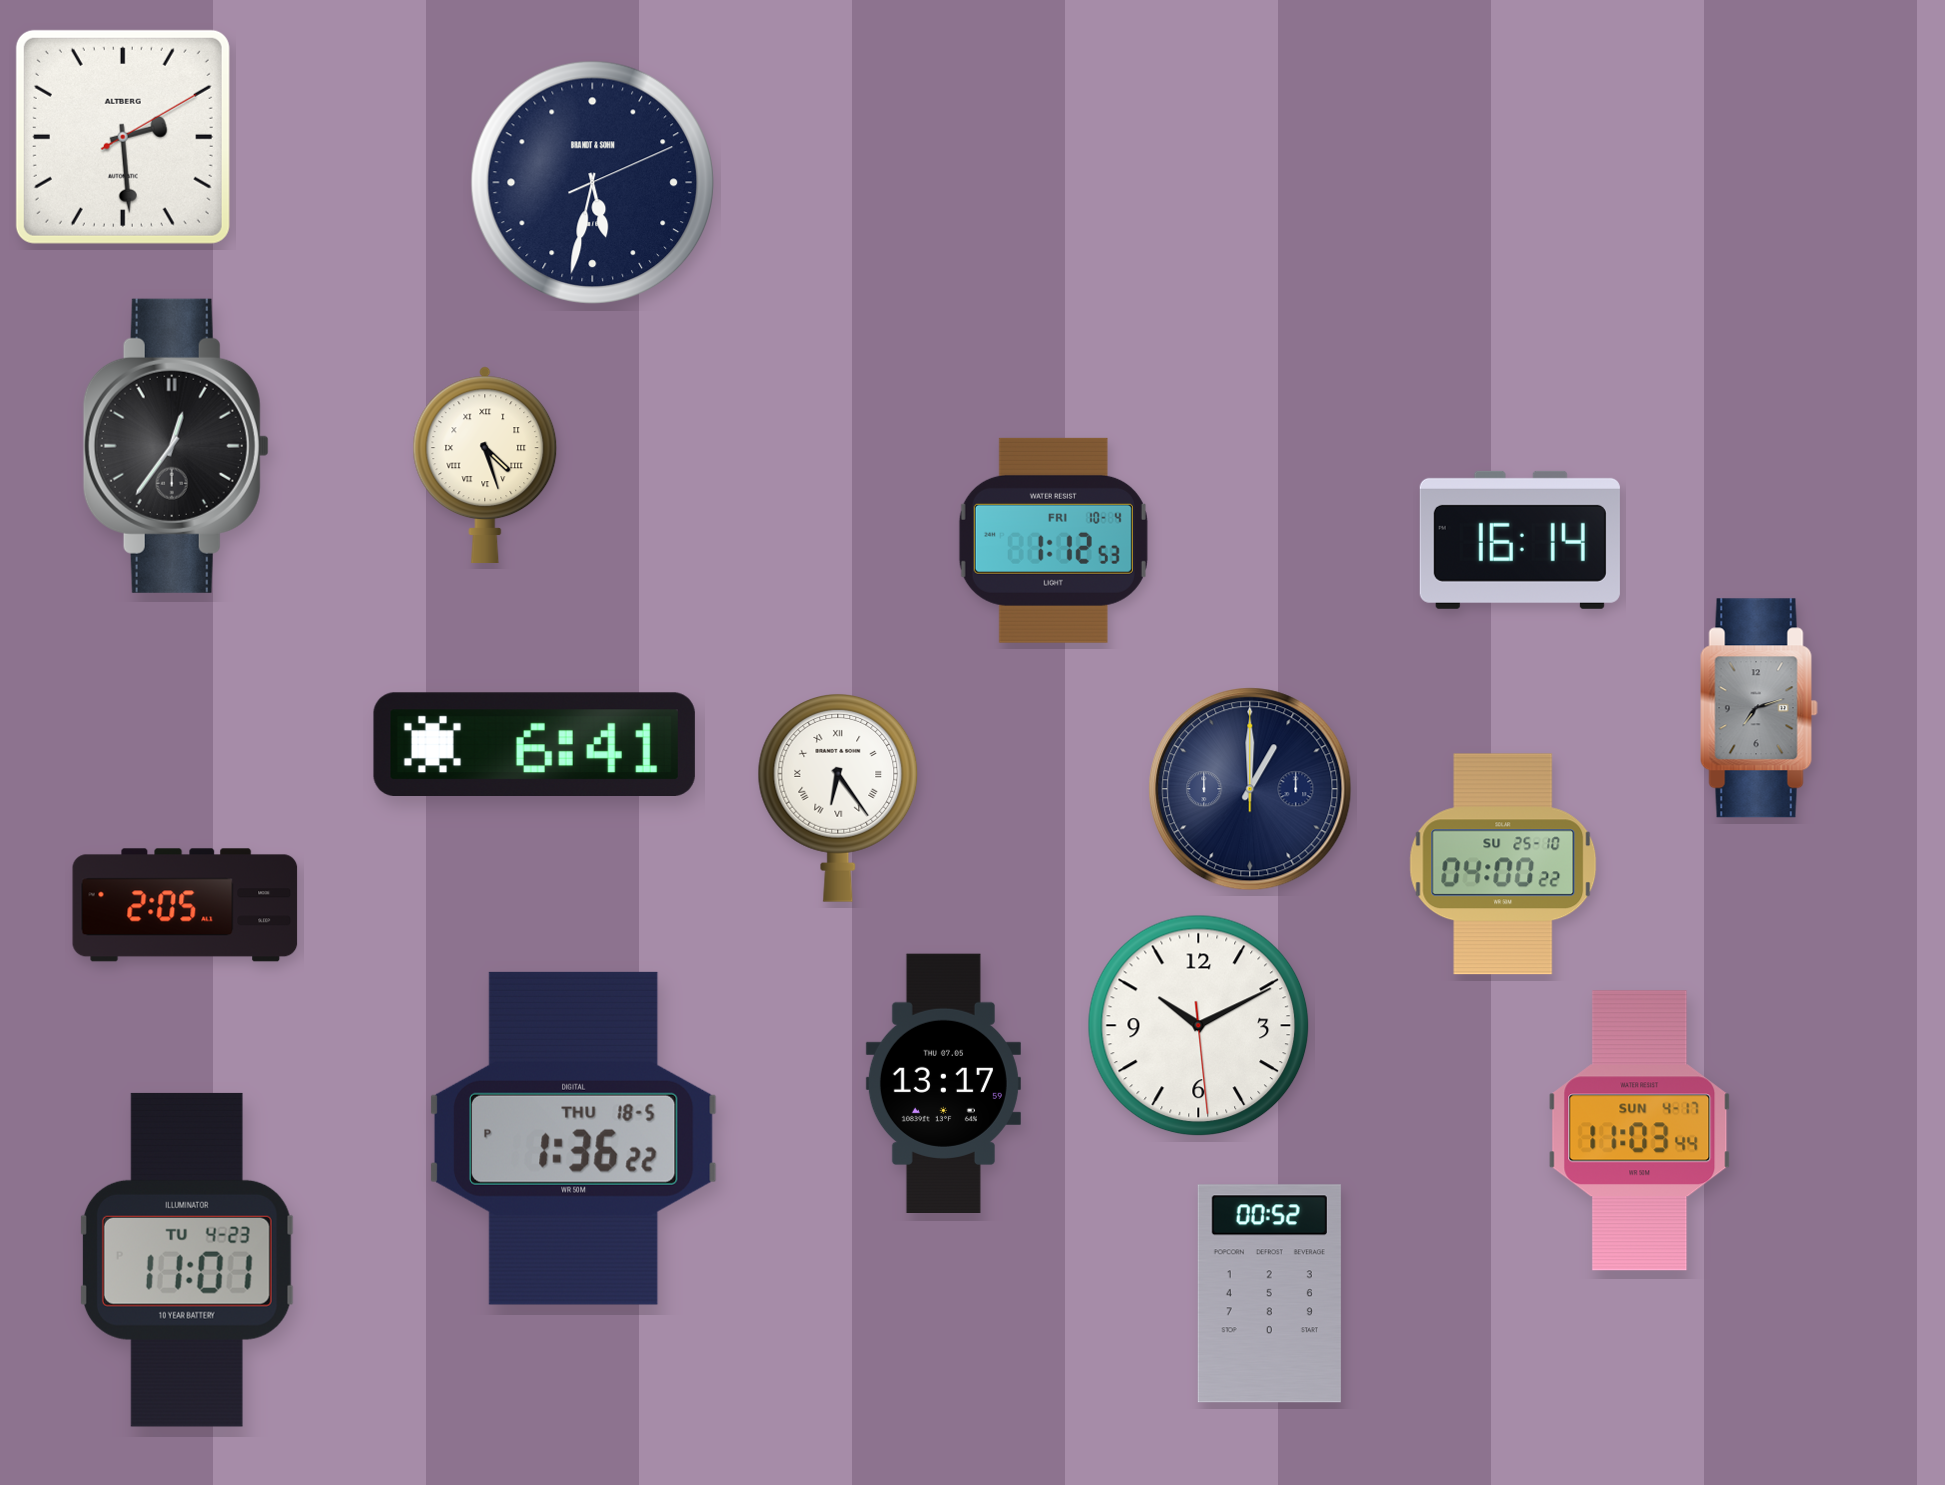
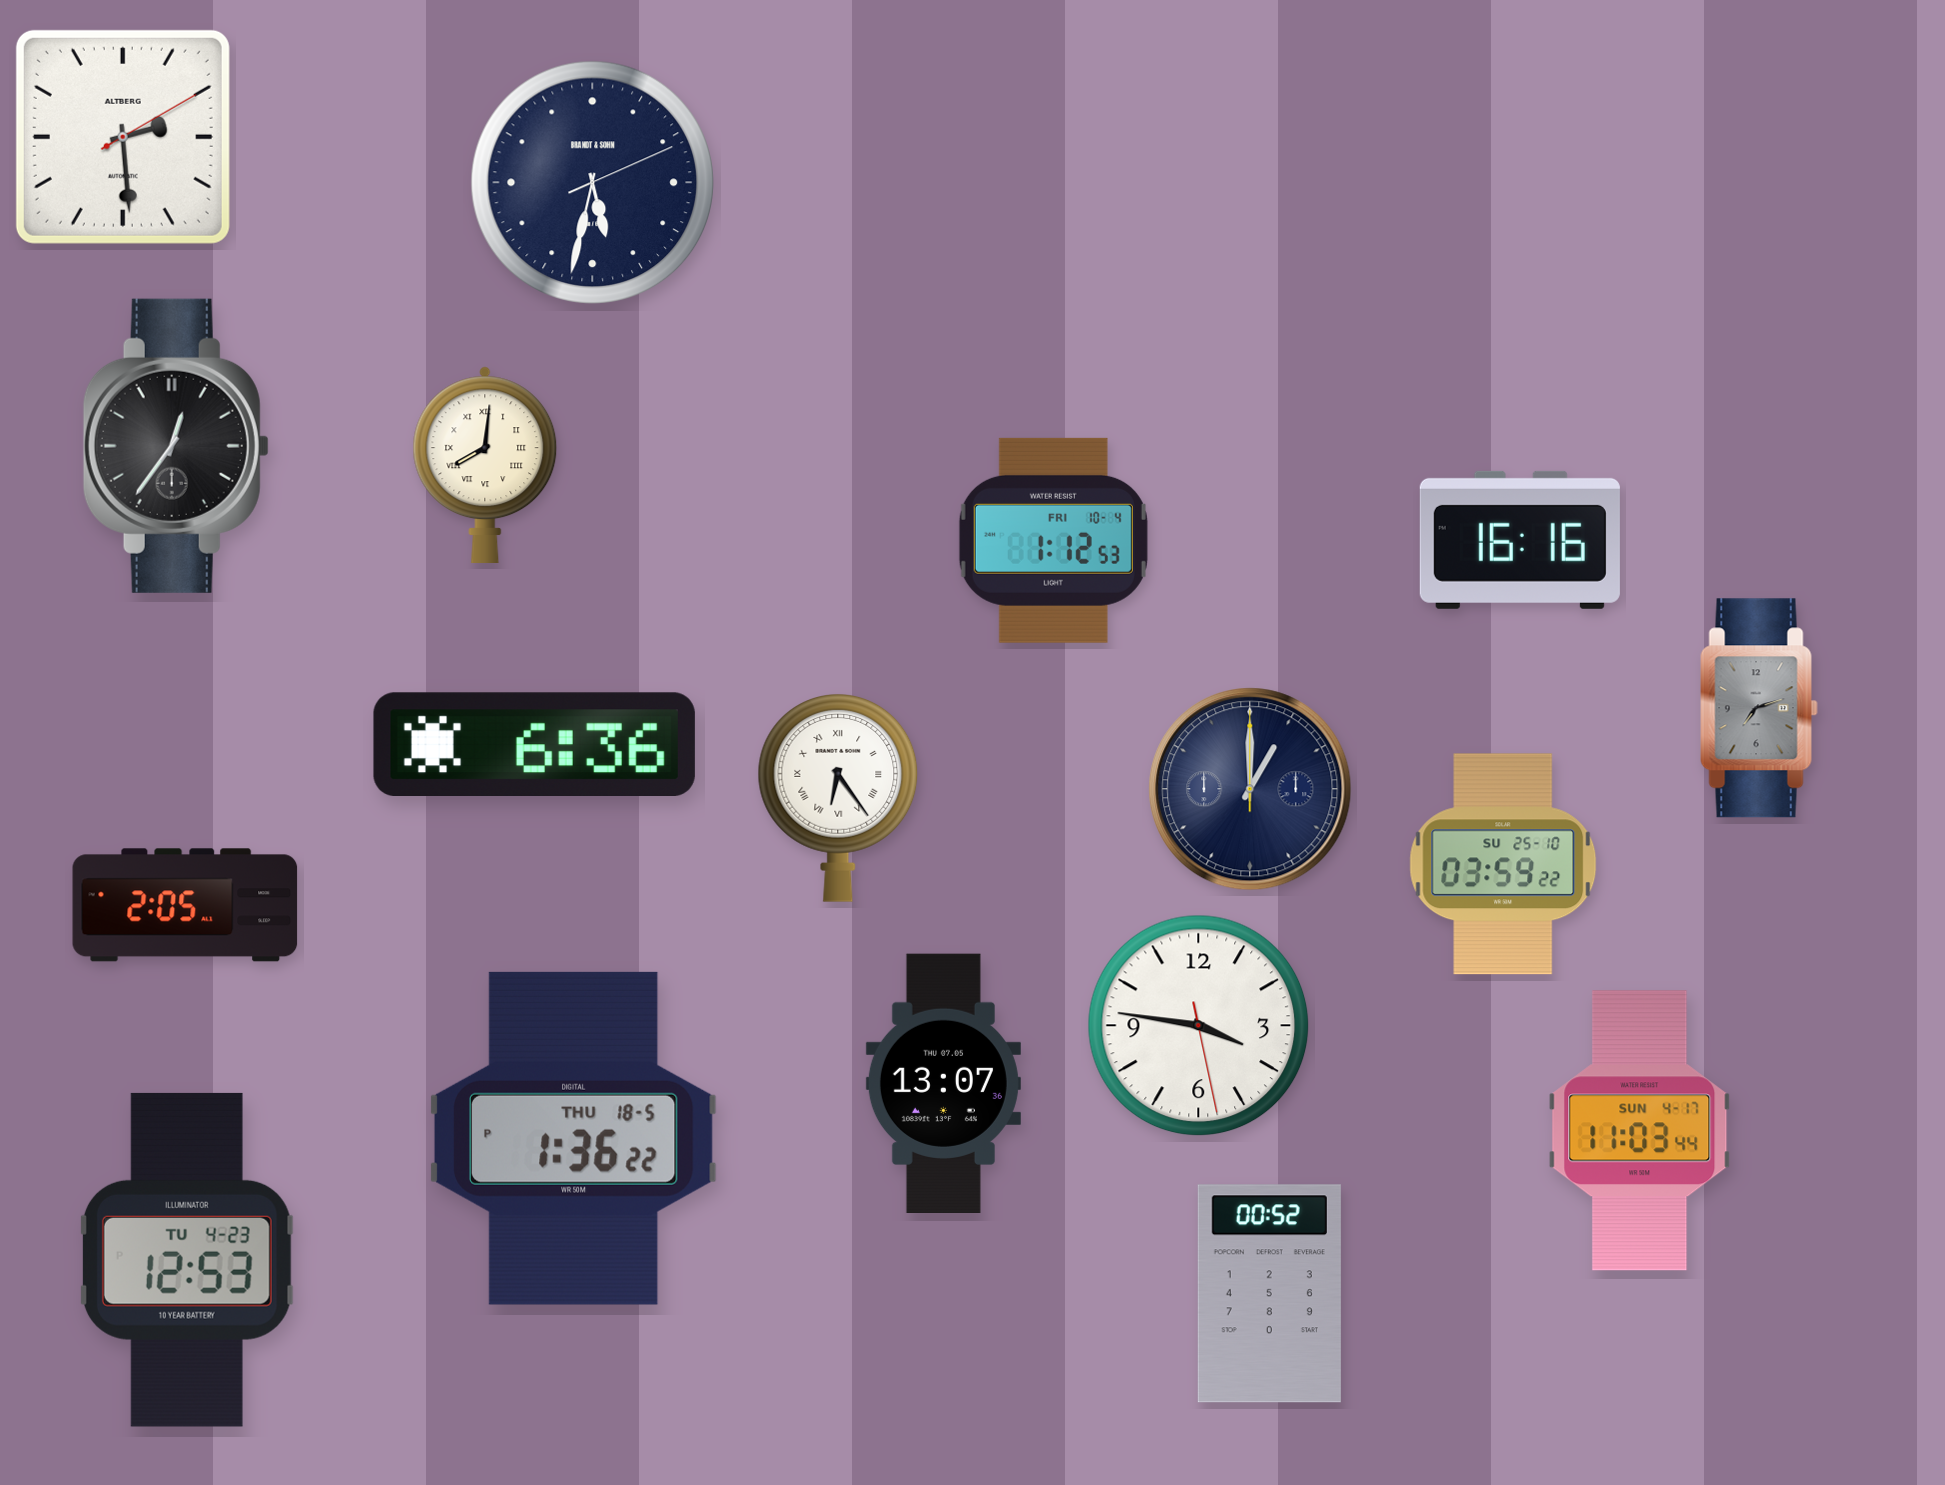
clock at (485, 464): 4:27 -> 8:01
clock at (1520, 540): 16:14 -> 16:16
clock at (534, 744): 6:41 -> 6:36
clock at (1503, 864): 04:00 -> 03:59
clock at (1199, 1026): 10:10 -> 3:46
clock at (943, 1083): 13:17 -> 13:07
clock at (187, 1260): 11:01 -> 12:53
